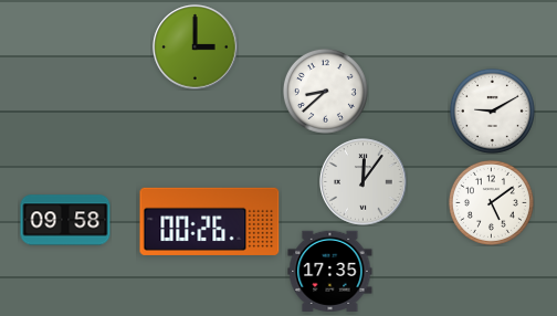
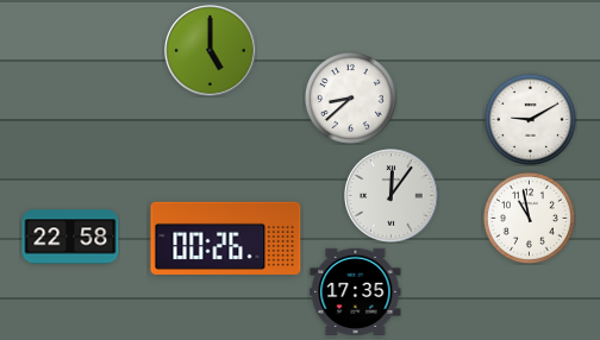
clock at (196, 48): 3:00 -> 5:00
clock at (491, 202): 5:09 -> 10:58
clock at (65, 220): 09:58 -> 22:58
